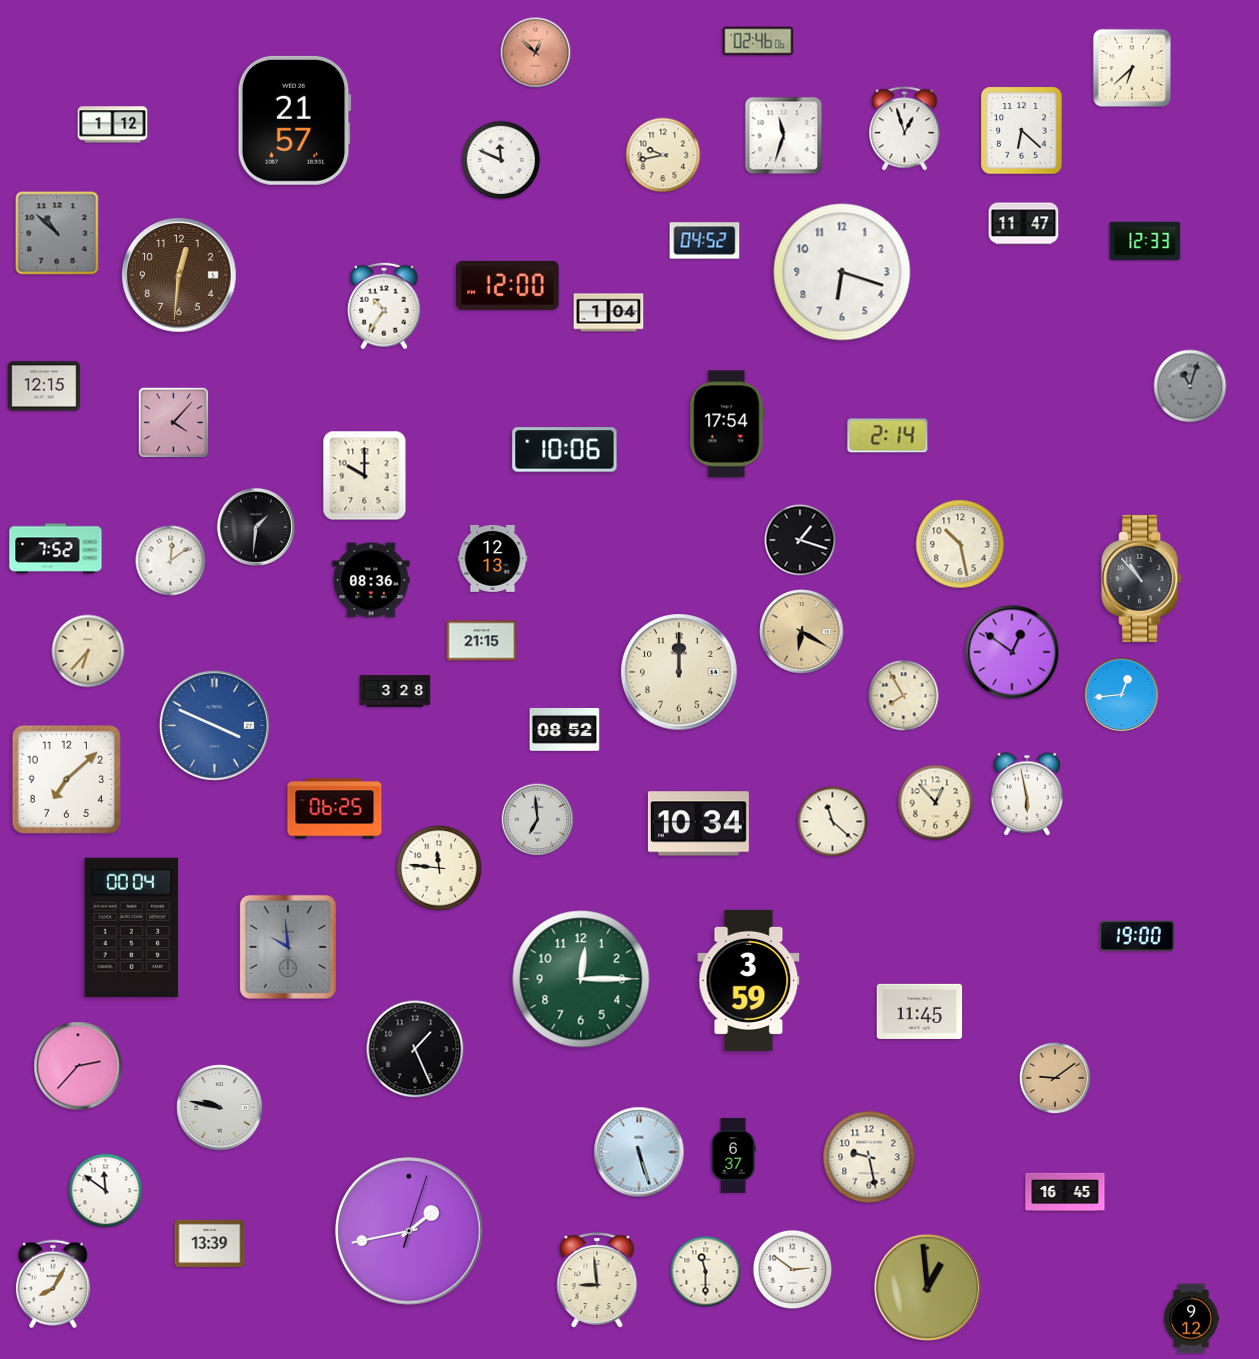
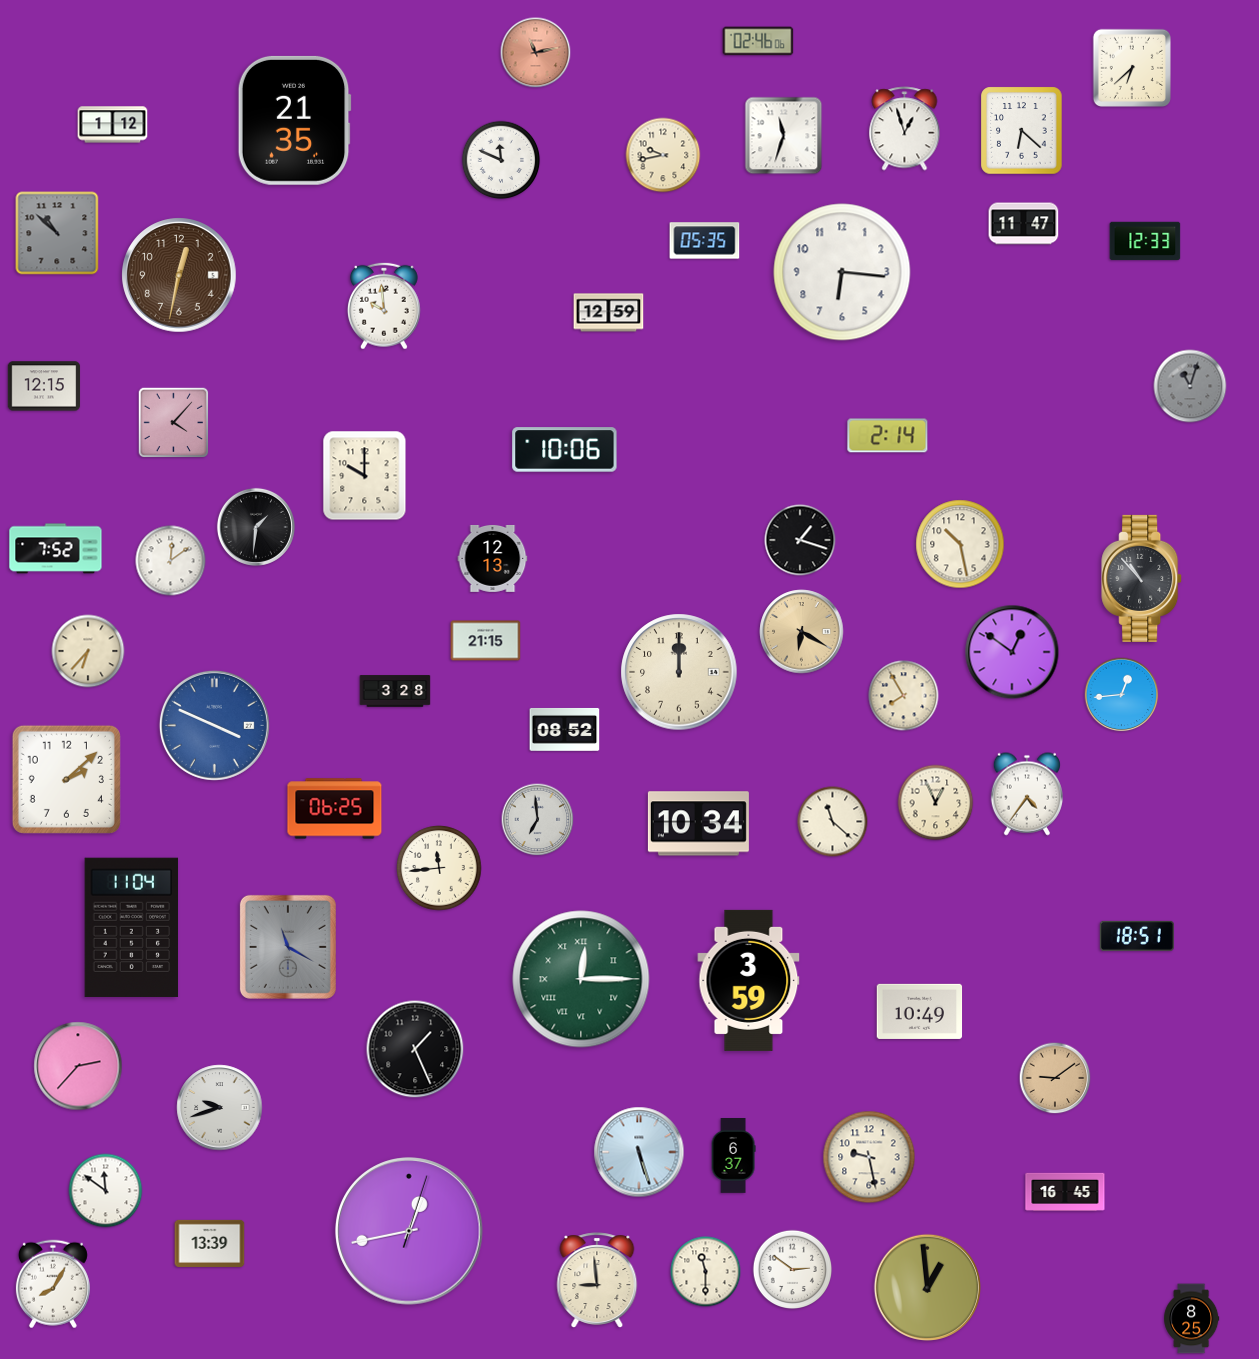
clock at (536, 53): 12:52 -> 11:13
clock at (294, 120): 21:57 -> 21:35
clock at (705, 241): 04:52 -> 05:35
clock at (842, 272): 6:18 -> 6:16
clock at (179, 275): 12:31 -> 12:32
clock at (508, 285): 12:00 -> none
clock at (384, 306): 10:36 -> 9:59
clock at (609, 313): 1:04 -> 12:59
clock at (727, 424): 17:54 -> none
clock at (371, 580): 08:36 -> none
clock at (482, 641) position: (482, 641) -> (486, 641)
clock at (66, 779): 7:08 -> 2:08
clock at (1026, 794): 5:58 -> 4:36
clock at (936, 803): 12:53 -> 12:56
clock at (439, 868): 11:46 -> 11:44
clock at (132, 927): 00:04 -> 11:04
clock at (1137, 936): 19:00 -> 18:51
clock at (288, 947): 9:59 -> 11:20
clock at (581, 979) numerals: Arabic -> Roman
clock at (920, 1011): 11:45 -> 10:49
clock at (220, 1108): 9:47 -> 9:42
clock at (409, 1231): 1:43 -> 12:43
clock at (1192, 1319): 9:12 -> 8:25
